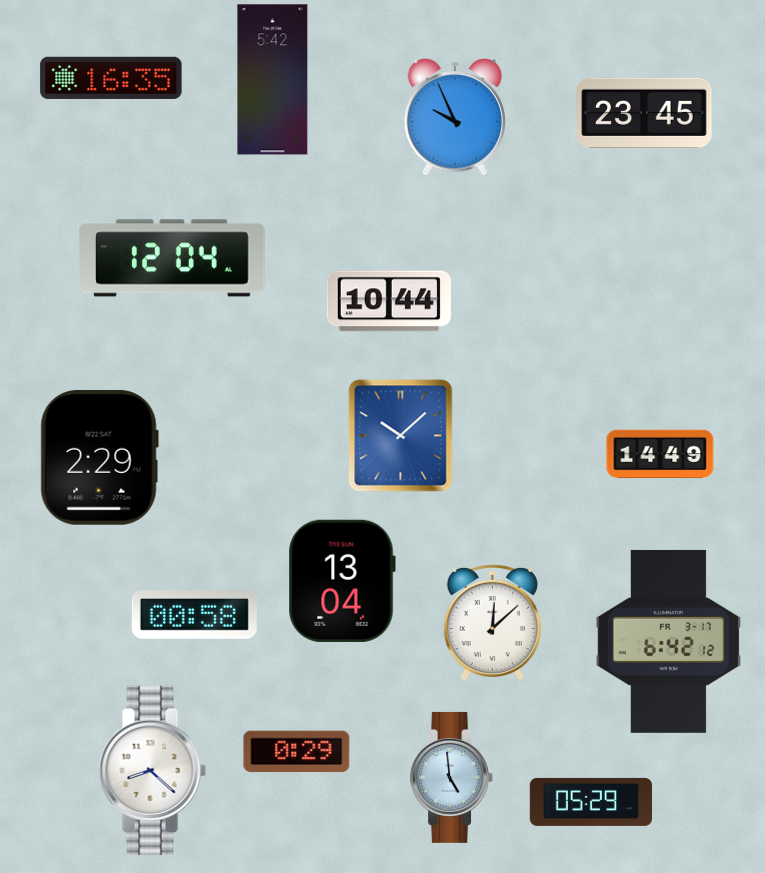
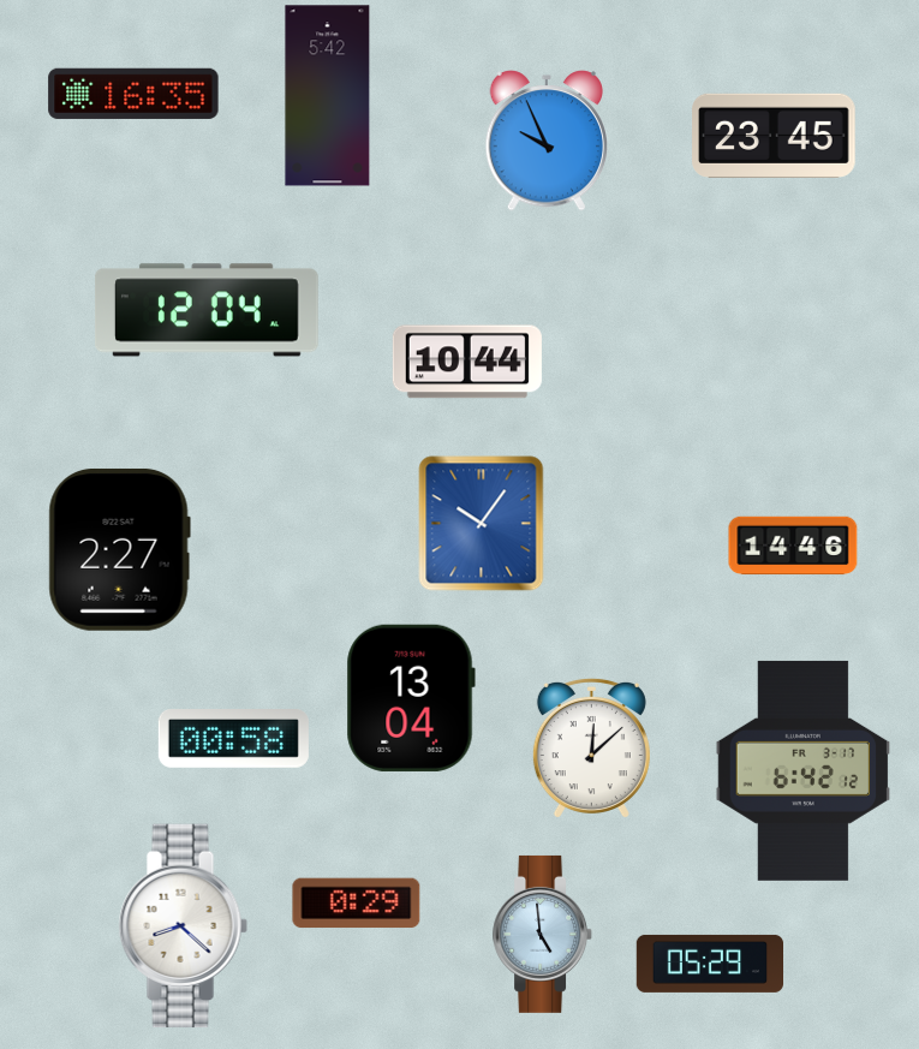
clock at (401, 436): 10:08 -> 10:06
clock at (660, 454): 14:49 -> 14:46
clock at (99, 457): 2:29 -> 2:27
